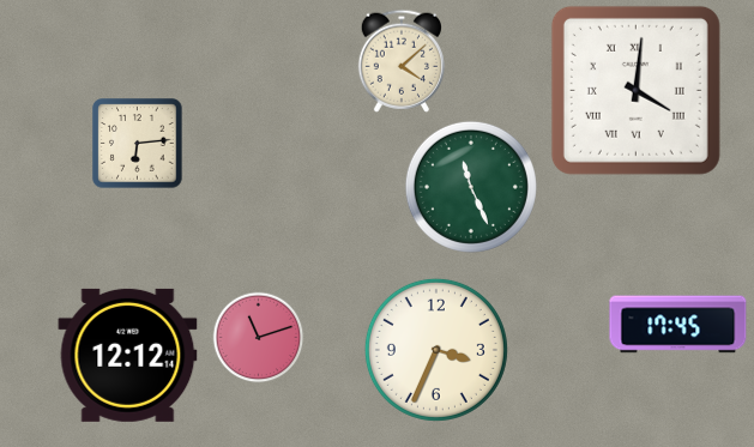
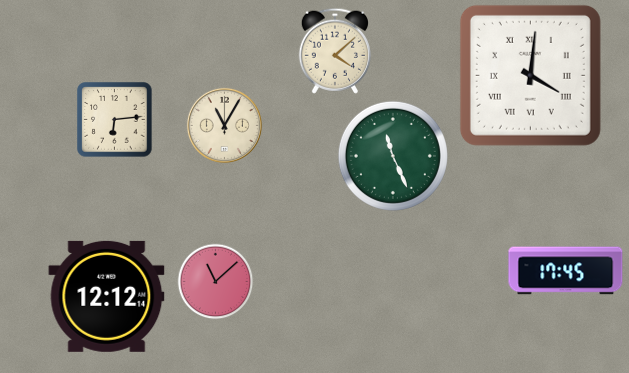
clock at (224, 125): none -> 11:05
clock at (259, 338): 11:12 -> 11:08
clock at (436, 350): 3:34 -> none
